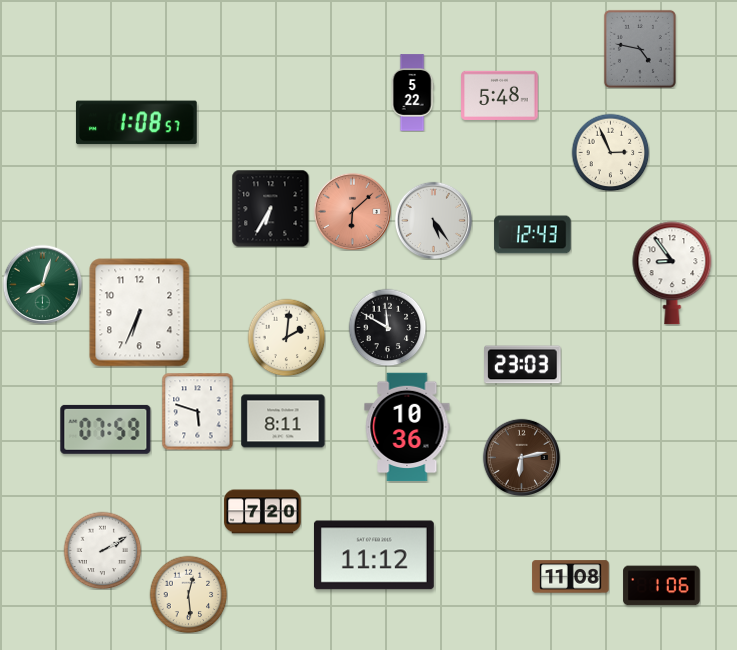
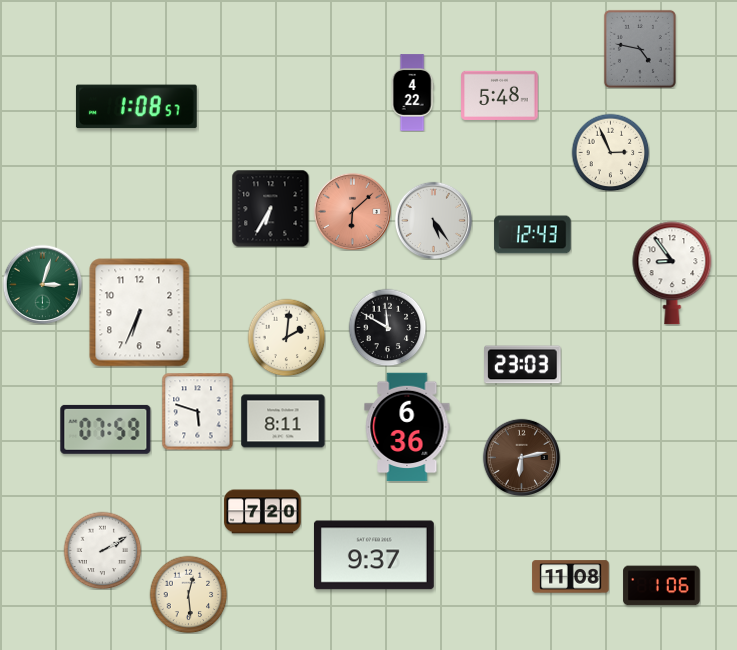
clock at (412, 93): 5:22 -> 4:22
clock at (136, 123) position: (136, 123) -> (136, 107)
clock at (42, 284): 8:03 -> 3:03
clock at (407, 427): 10:36 -> 6:36
clock at (374, 555): 11:12 -> 9:37
